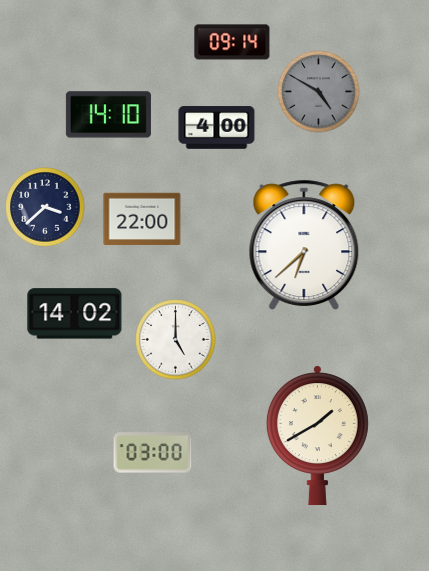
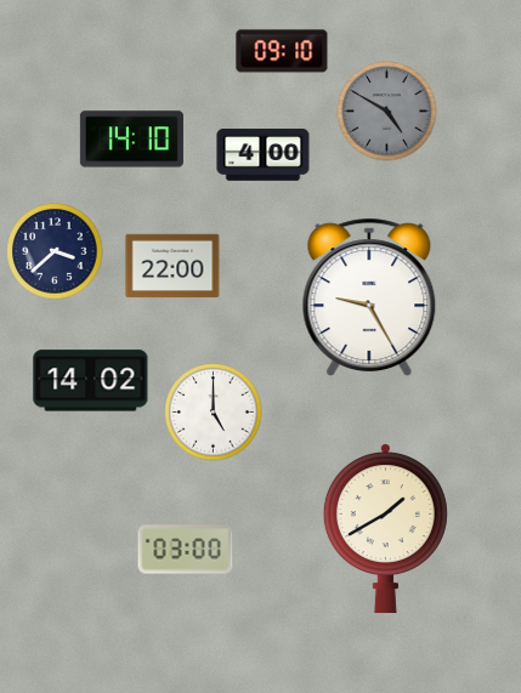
clock at (232, 42): 09:14 -> 09:10
clock at (304, 245): 6:38 -> 9:25
